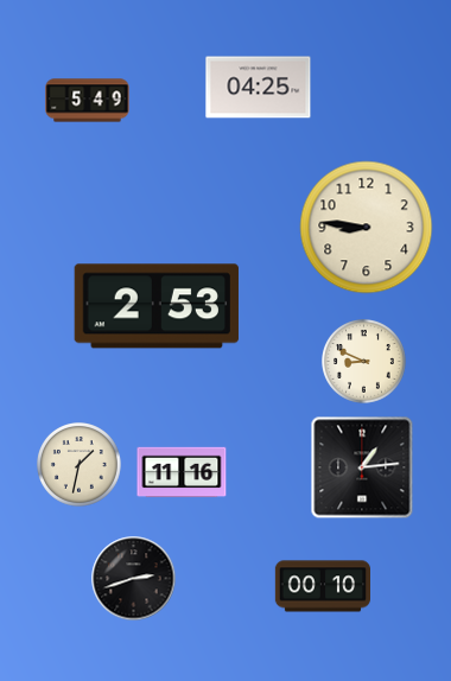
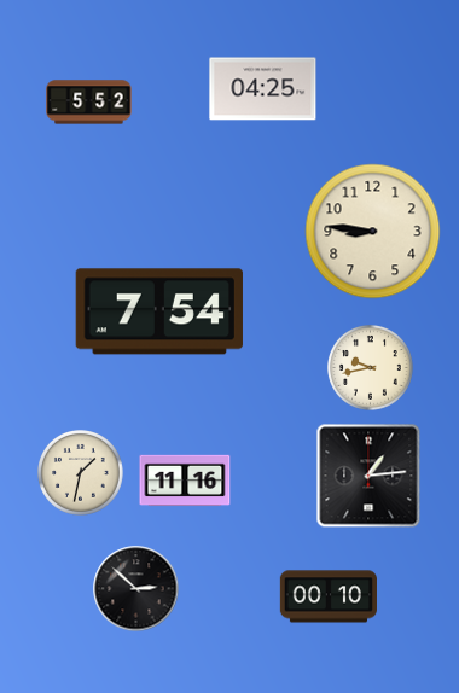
clock at (88, 101): 5:49 -> 5:52
clock at (157, 306): 2:53 -> 7:54
clock at (364, 362): 8:49 -> 9:43
clock at (134, 579): 2:42 -> 2:52
